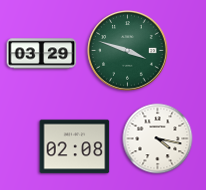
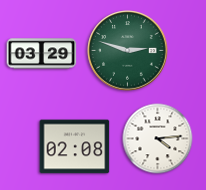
clock at (128, 51): 3:48 -> 2:48
clock at (158, 139): 4:17 -> 4:14
